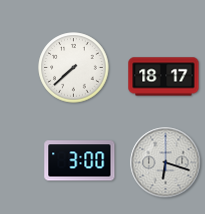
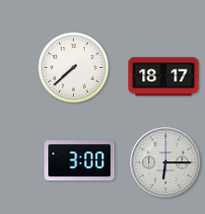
clock at (166, 163): 6:18 -> 6:15
